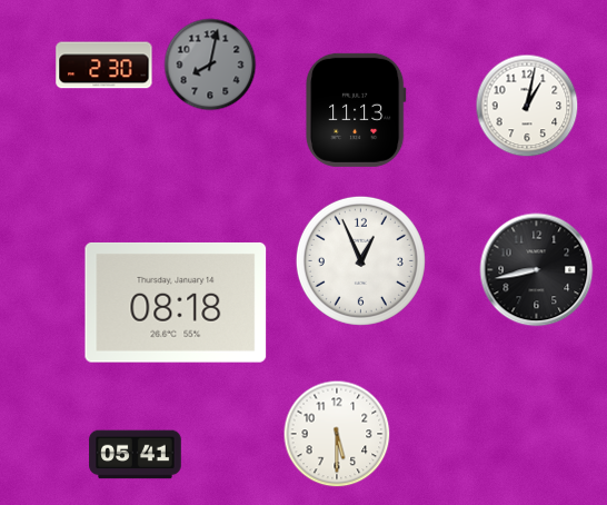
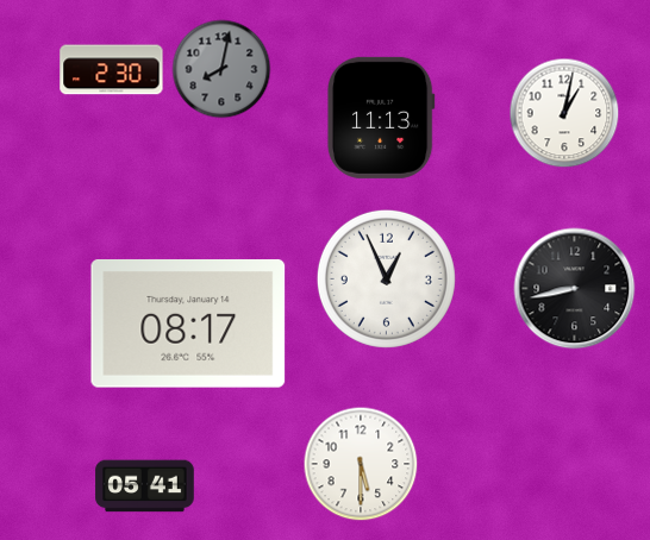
clock at (210, 65) position: (210, 65) -> (221, 69)
clock at (176, 303): 08:18 -> 08:17
